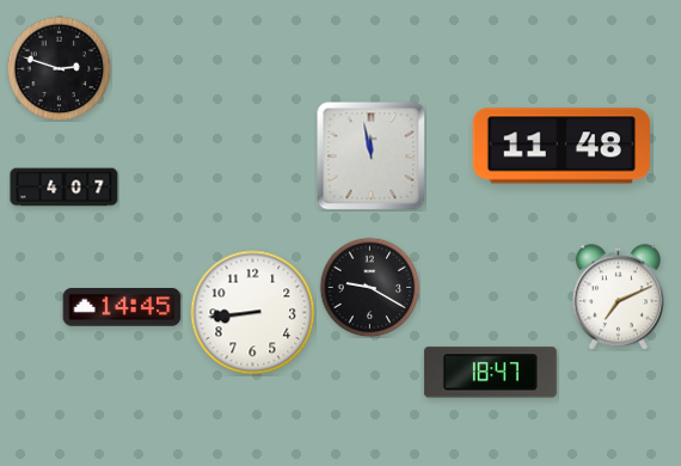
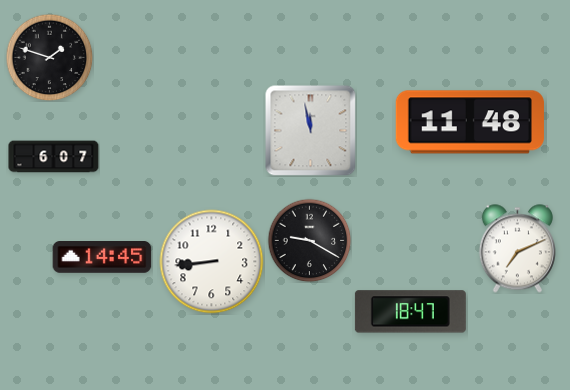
clock at (59, 68): 2:48 -> 1:48
clock at (65, 188): 4:07 -> 6:07
